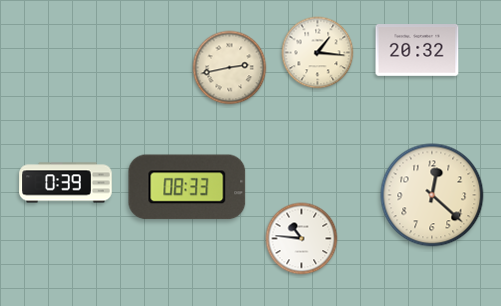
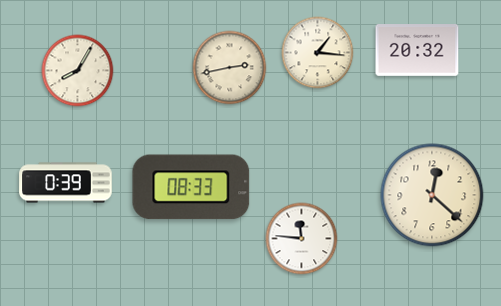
clock at (78, 71): none -> 8:05
clock at (187, 187) position: (187, 187) -> (191, 187)
clock at (302, 239): 10:46 -> 11:46
